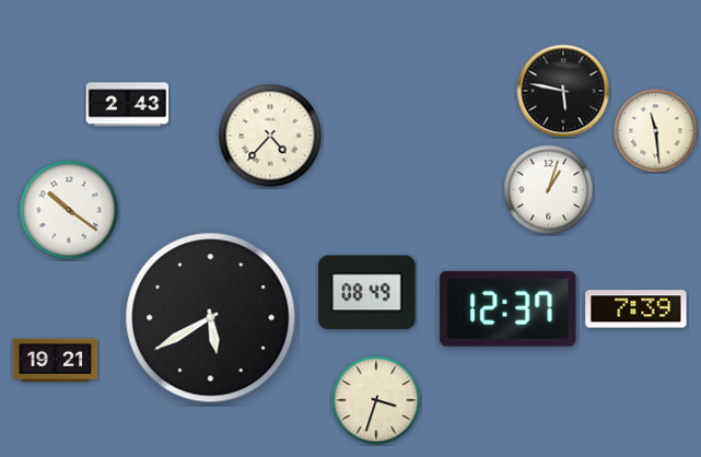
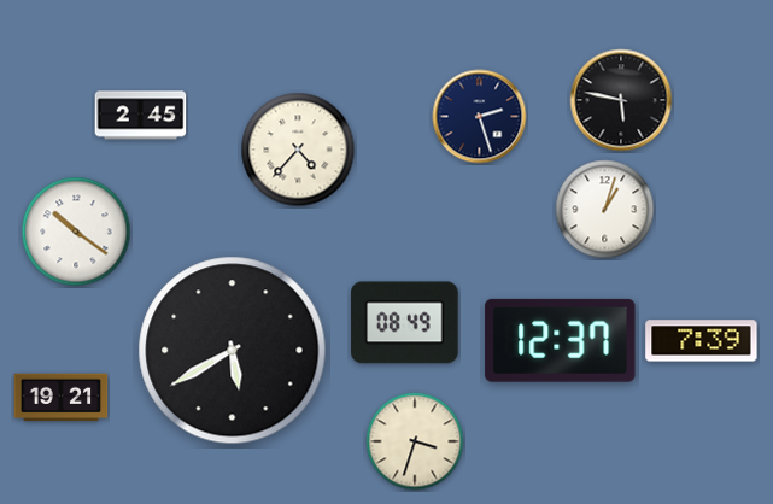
clock at (128, 105): 2:43 -> 2:45
clock at (480, 117): none -> 2:27
clock at (656, 131): 11:29 -> none
